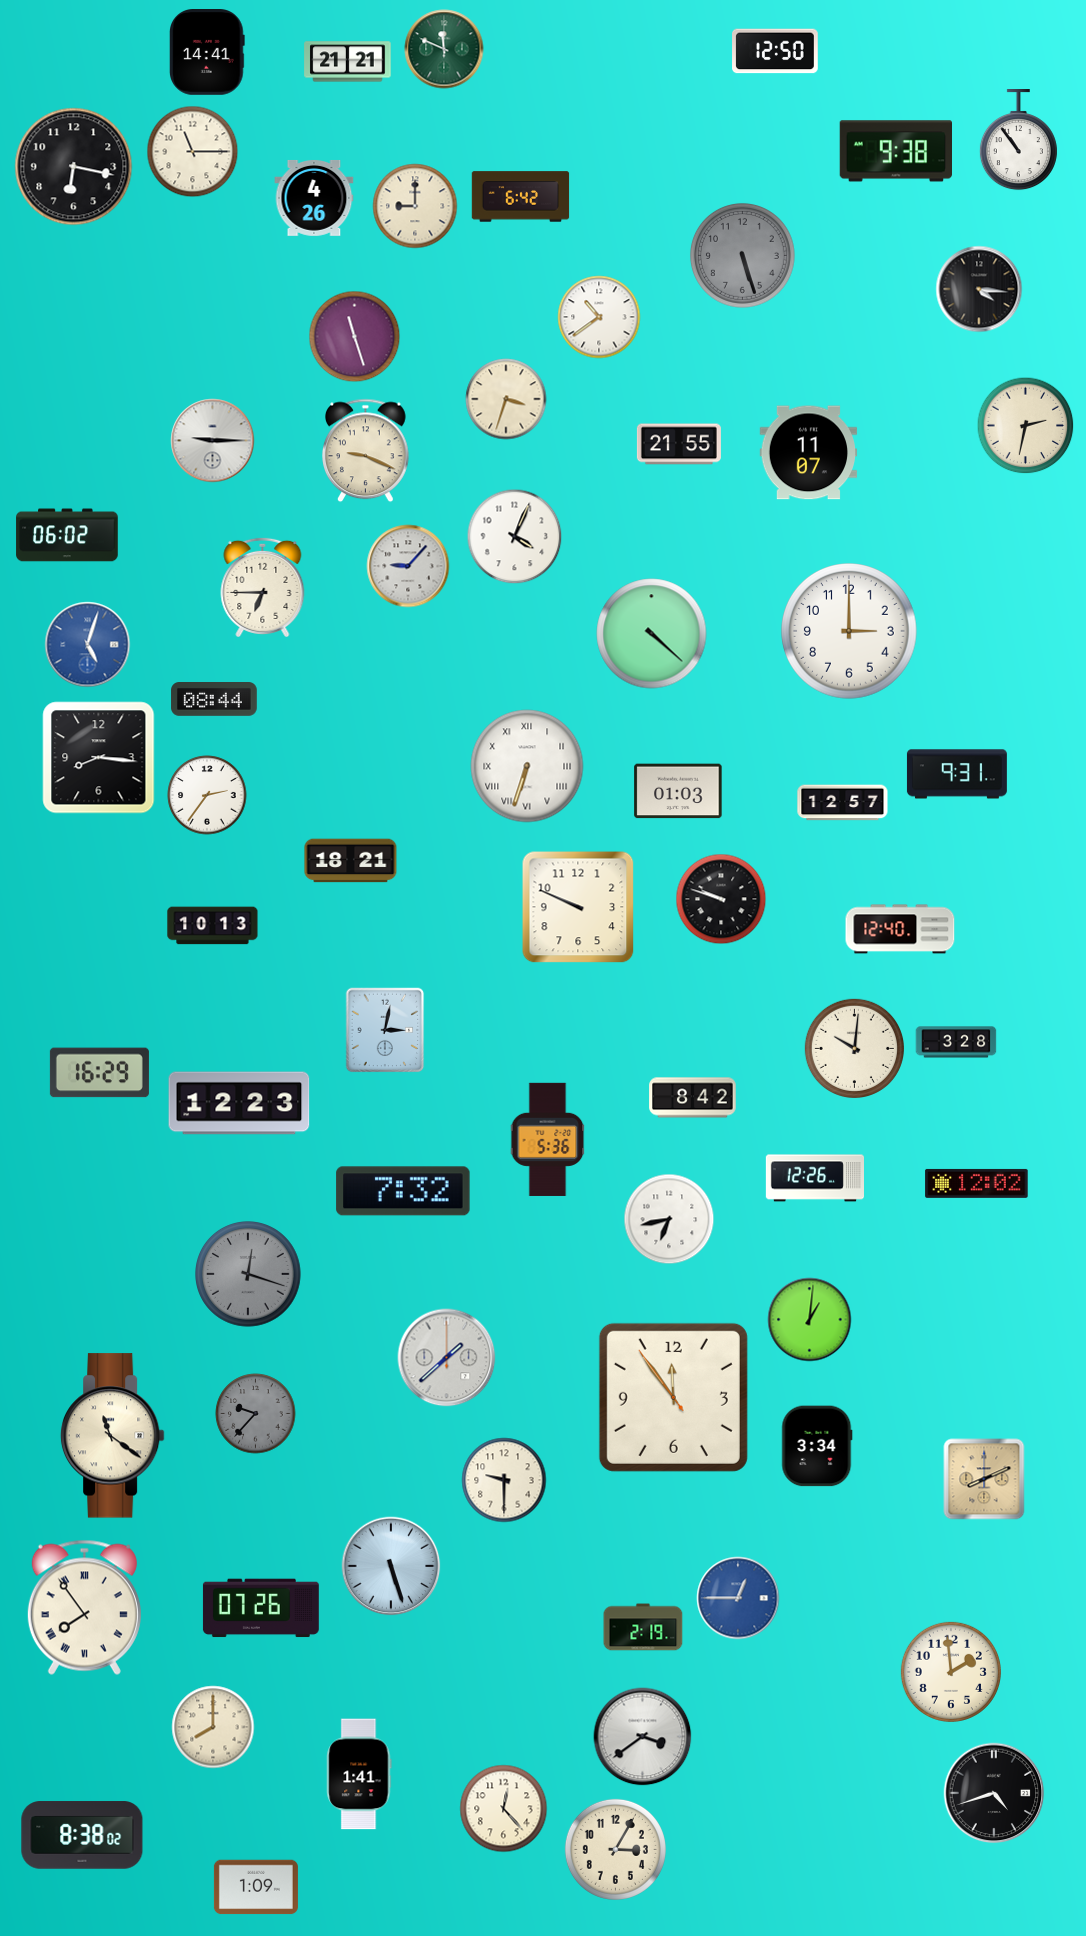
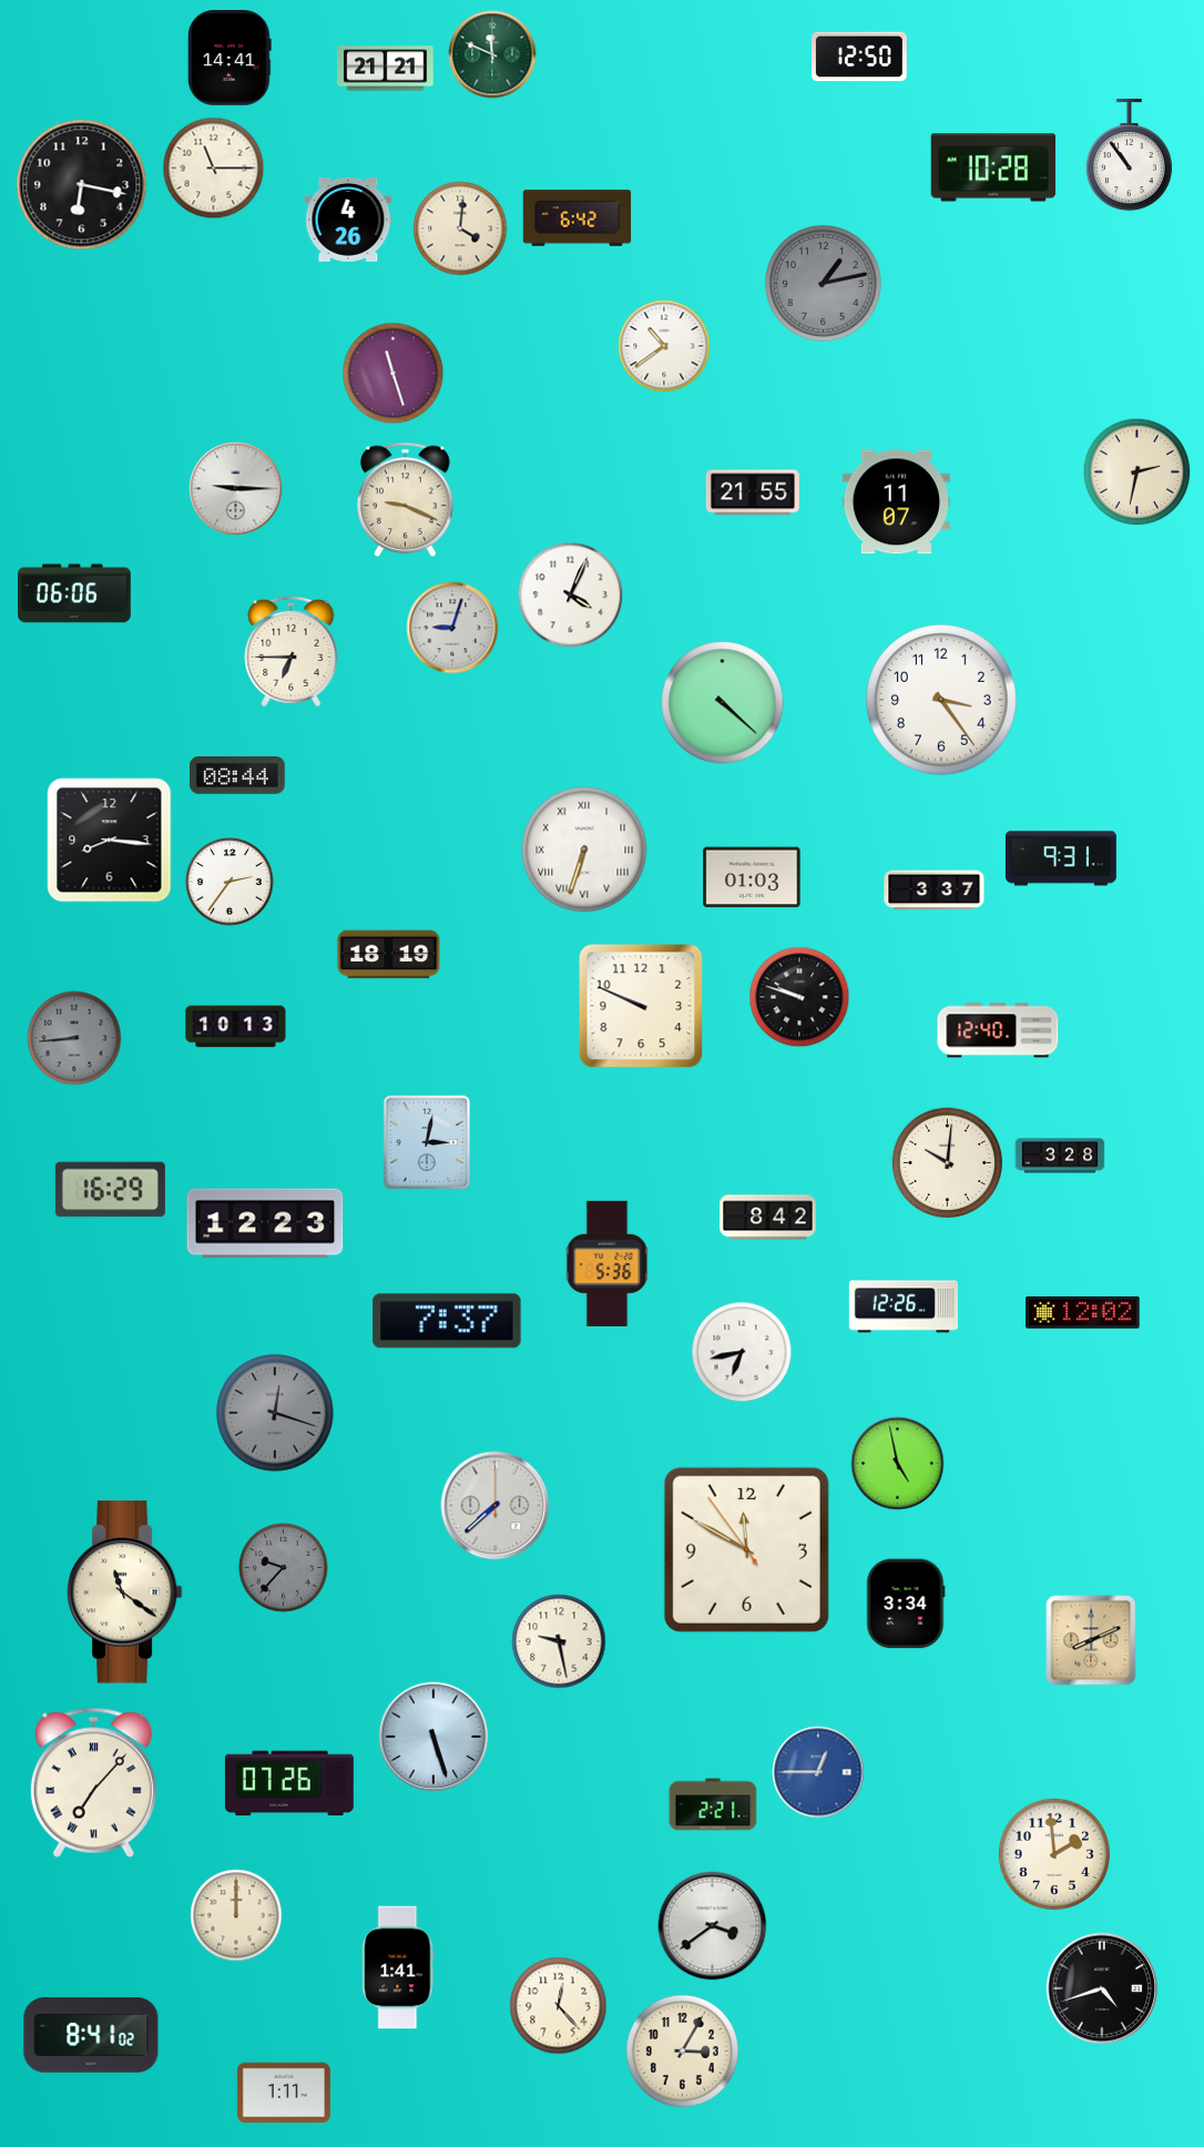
clock at (895, 151): 9:38 -> 10:28
clock at (415, 206): 9:00 -> 4:01
clock at (742, 255): 5:27 -> 1:13
clock at (979, 289): 4:16 -> none
clock at (599, 317) position: (599, 317) -> (664, 346)
clock at (506, 399): 3:33 -> none
clock at (67, 535): 06:02 -> 06:06
clock at (408, 566): 9:07 -> 9:03
clock at (850, 632): 3:00 -> 3:24
clock at (88, 645): 5:03 -> none
clock at (843, 803): 12:57 -> 3:37
clock at (351, 861): 18:21 -> 18:19
clock at (74, 1038): none -> 8:44
clock at (403, 1191): 7:32 -> 7:37
clock at (810, 1320): 1:01 -> 4:58
clock at (447, 1358): 1:38 -> 7:38
clock at (673, 1397): 11:53 -> 11:49
clock at (504, 1480): 9:30 -> 9:28
clock at (84, 1607): 7:54 -> 7:07
clock at (643, 1627): 2:19 -> 2:21
clock at (213, 1727): 8:00 -> 12:00
clock at (82, 1835): 8:38 -> 8:41
clock at (256, 1887): 1:09 -> 1:11
